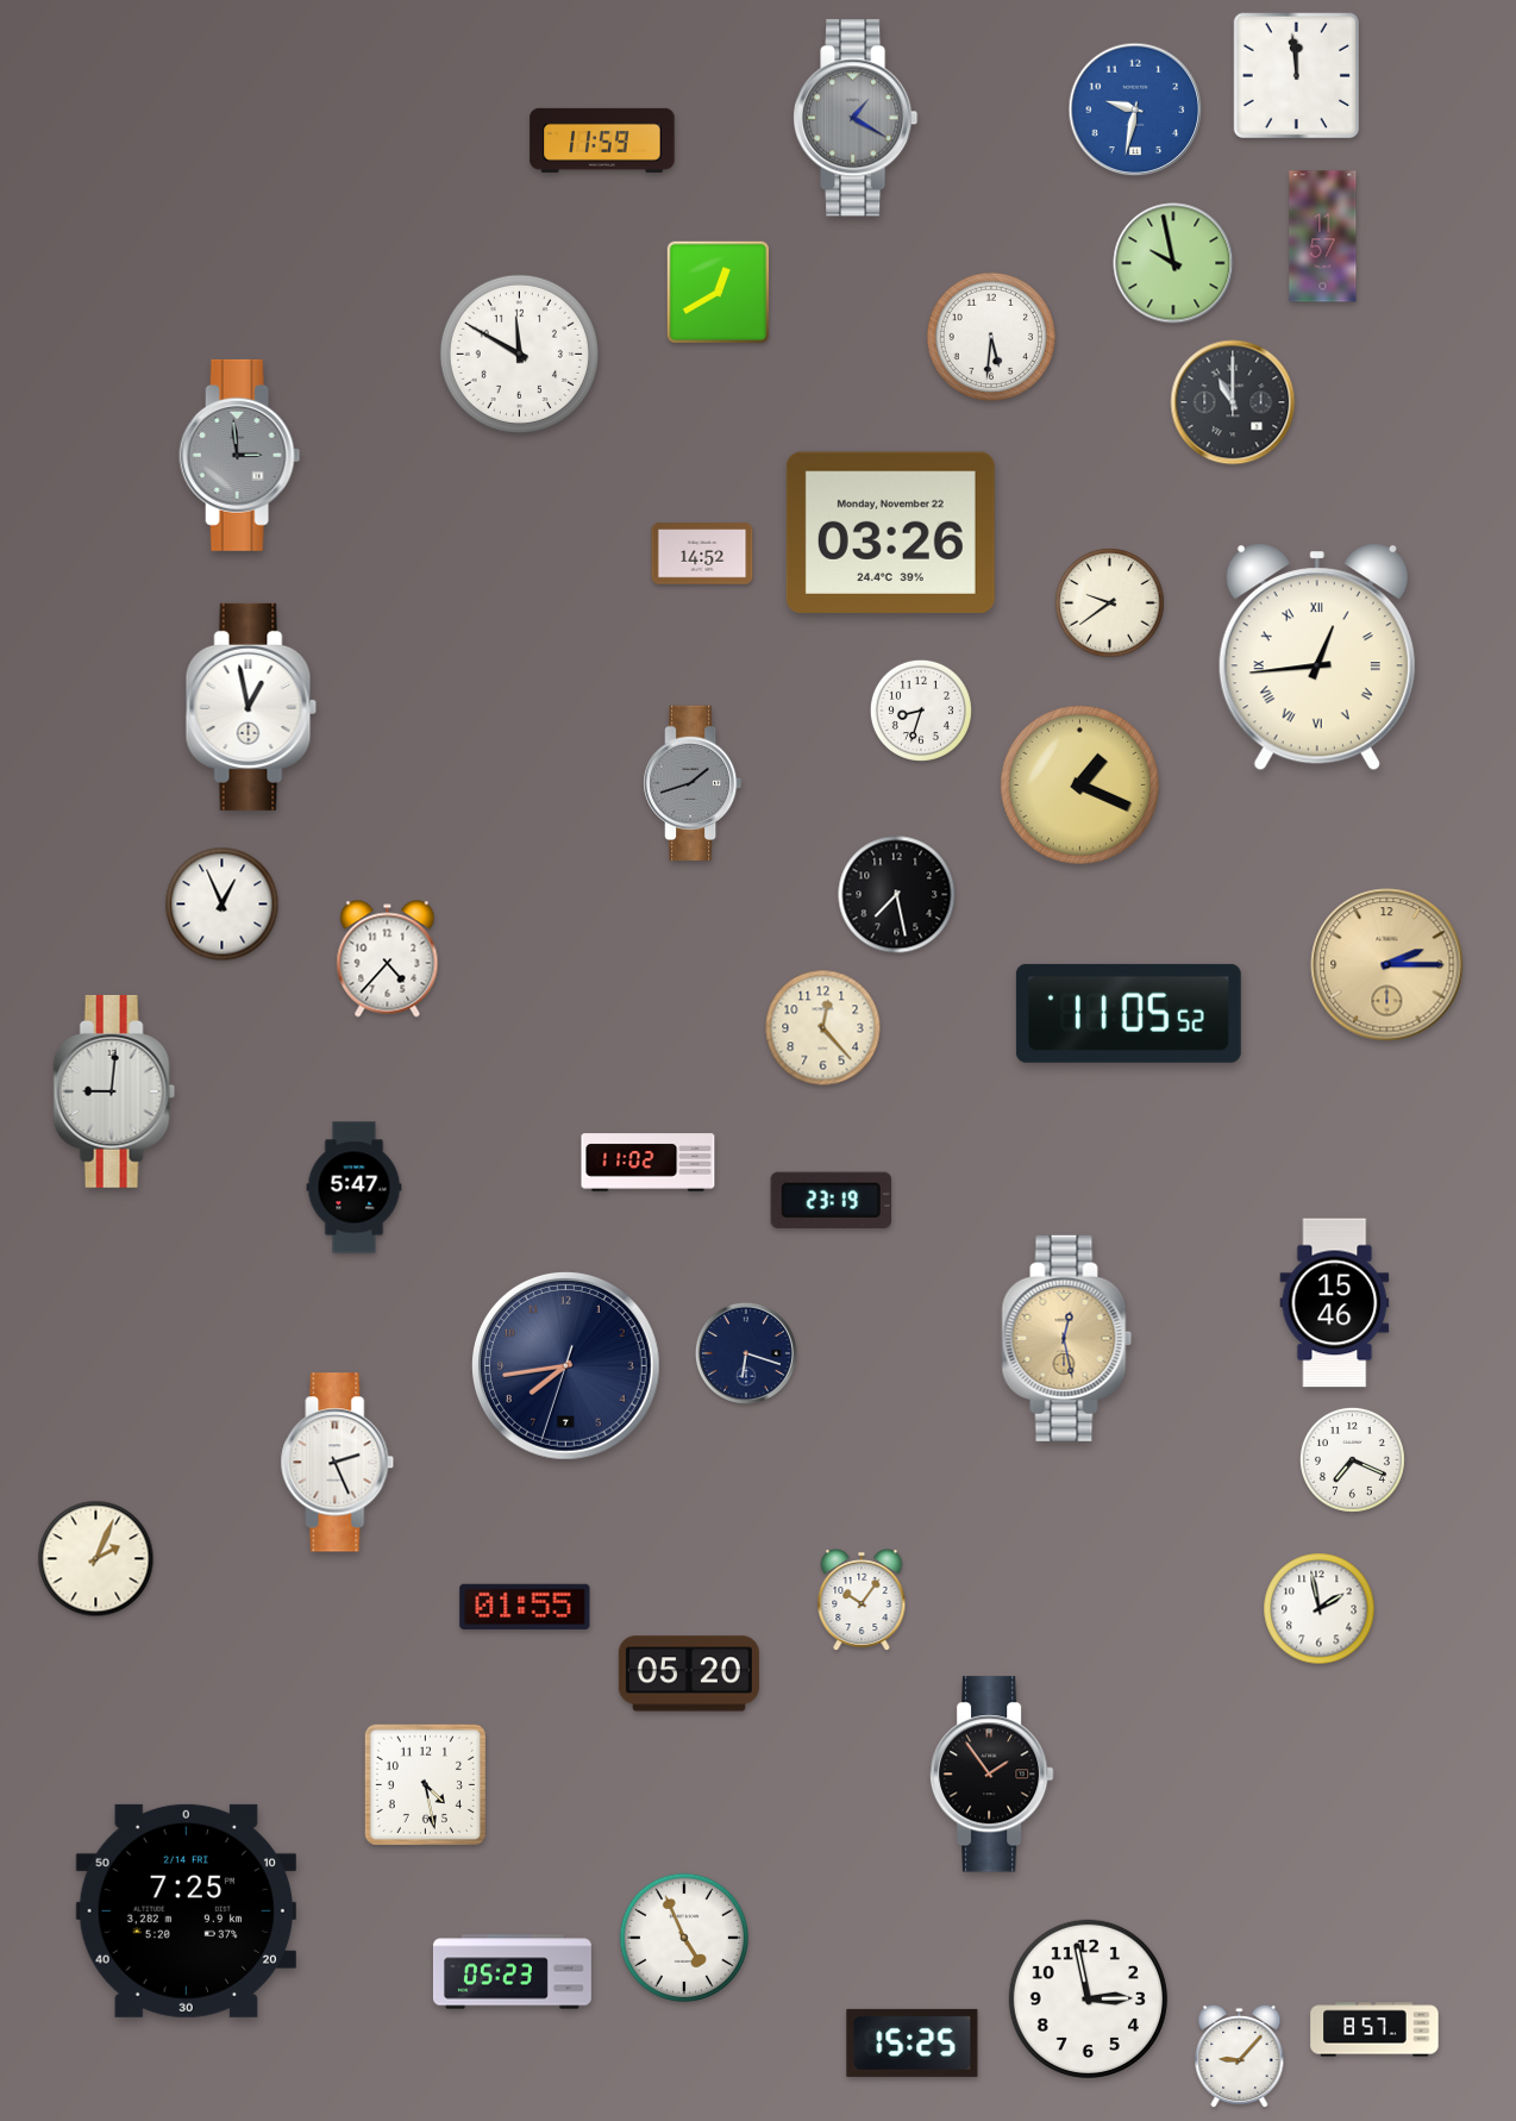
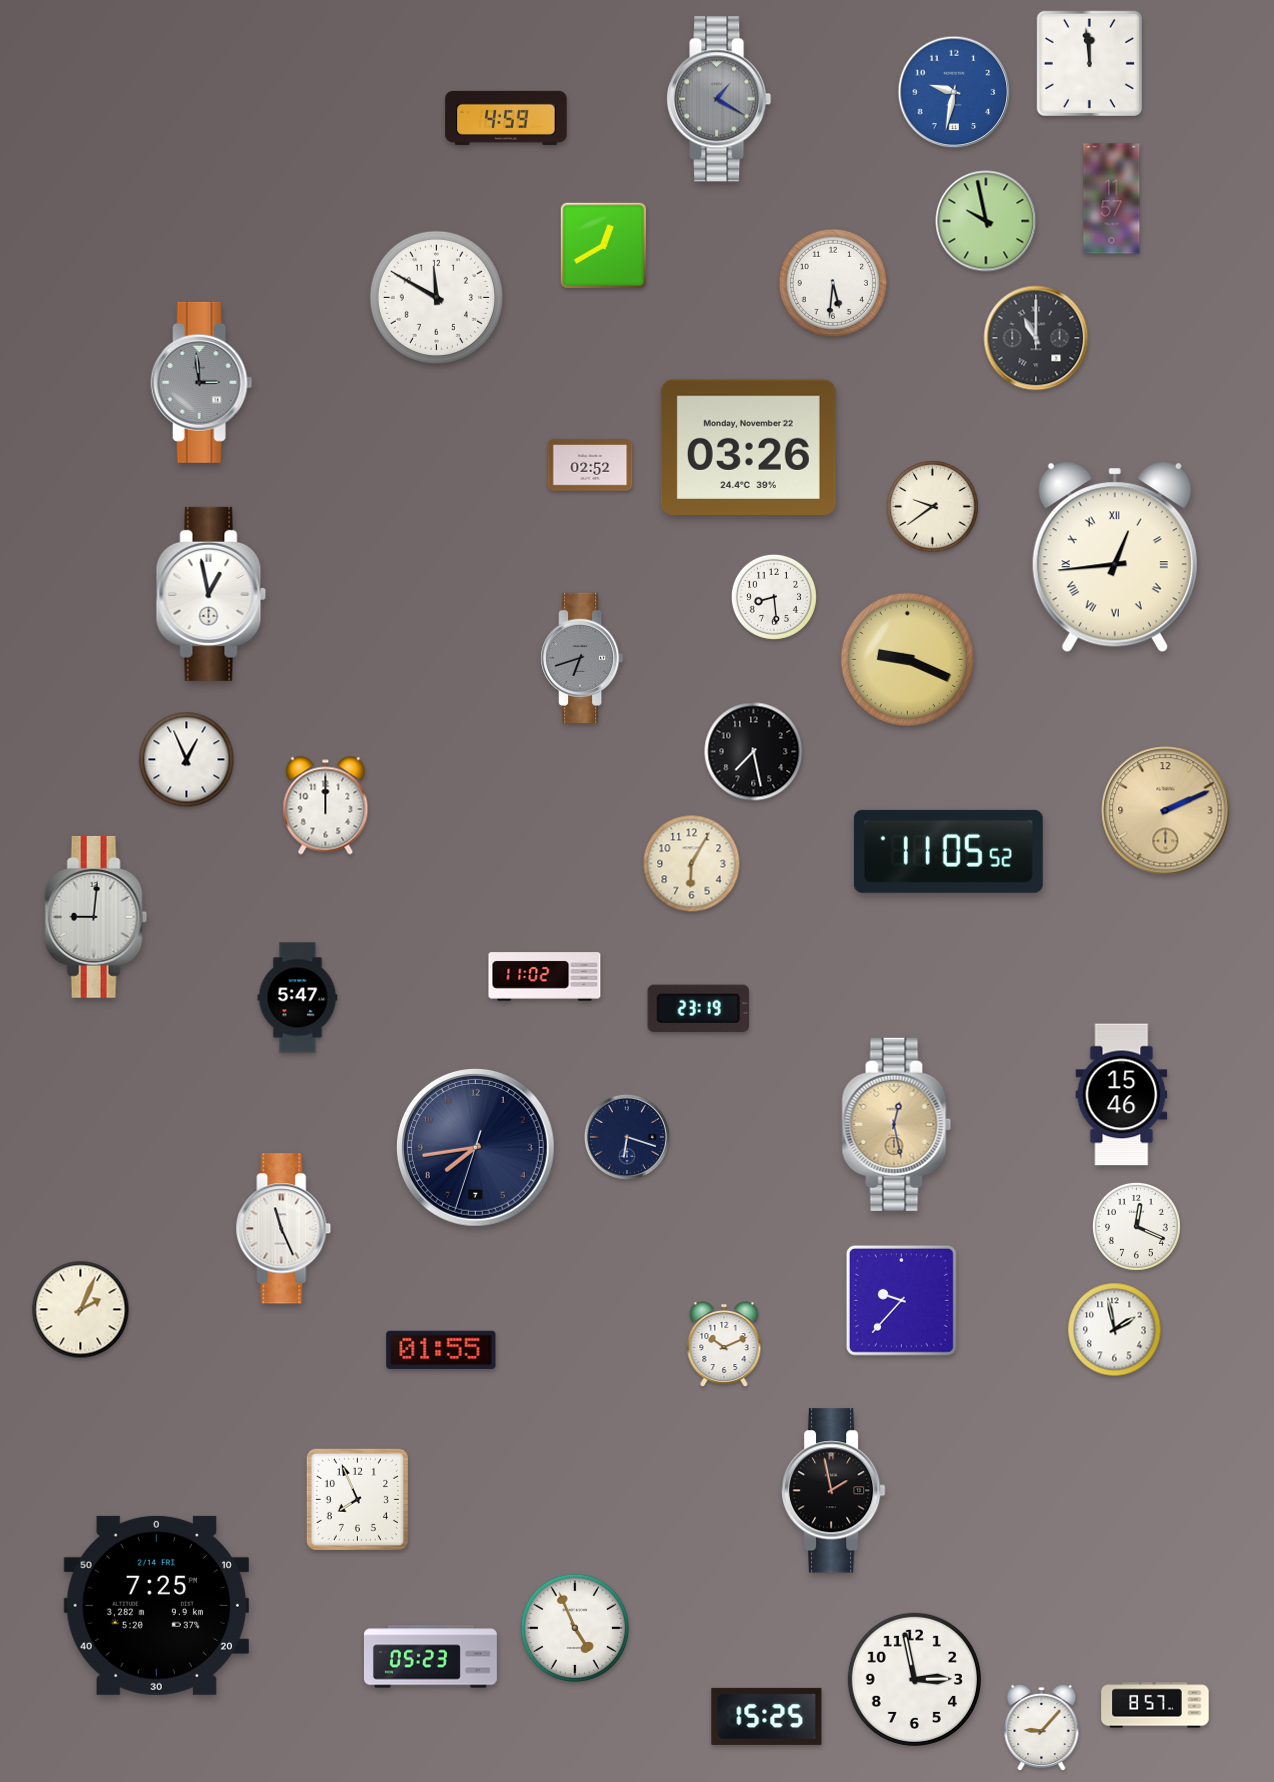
clock at (602, 140): 11:59 -> 4:59
clock at (702, 553): 14:52 -> 02:52
clock at (1317, 657) position: (1317, 657) -> (1115, 557)
clock at (921, 711): 8:33 -> 8:29
clock at (694, 782): 1:42 -> 6:42
clock at (1079, 784): 1:19 -> 9:19
clock at (388, 959): 4:37 -> 12:00
clock at (1387, 965): 2:15 -> 2:11
clock at (823, 1028): 12:23 -> 6:05
clock at (1352, 1459): 7:19 -> 12:19
clock at (338, 1463): 2:26 -> 11:26
clock at (901, 1300): none -> 9:37
clock at (862, 1601): 10:06 -> 10:11
clock at (1320, 1609) position: (1320, 1609) -> (1115, 1330)
clock at (689, 1673): 05:20 -> none
clock at (991, 1775): 1:54 -> 1:58
clock at (425, 1784): 4:28 -> 7:56
